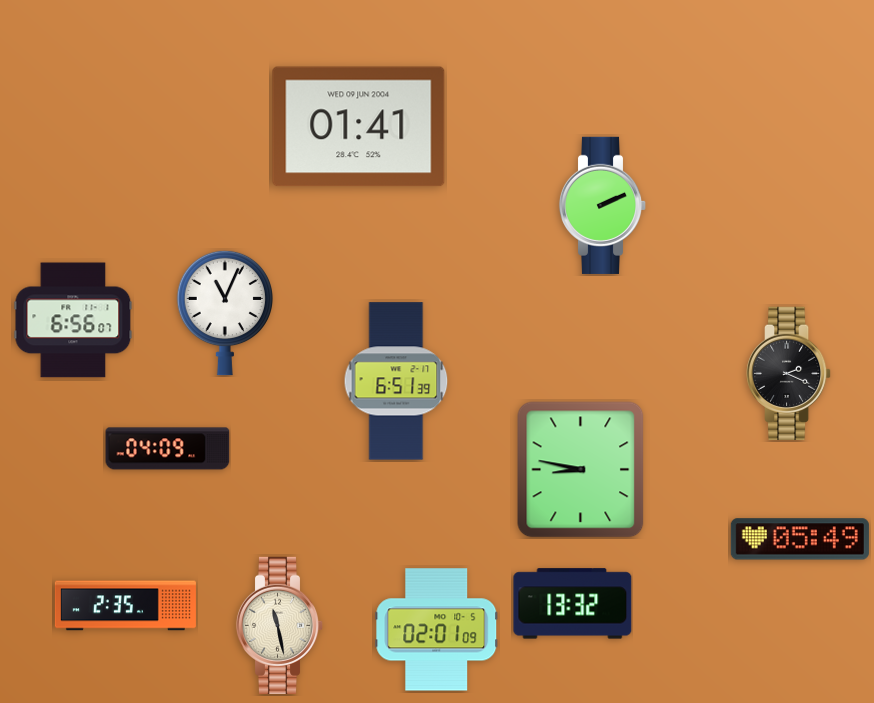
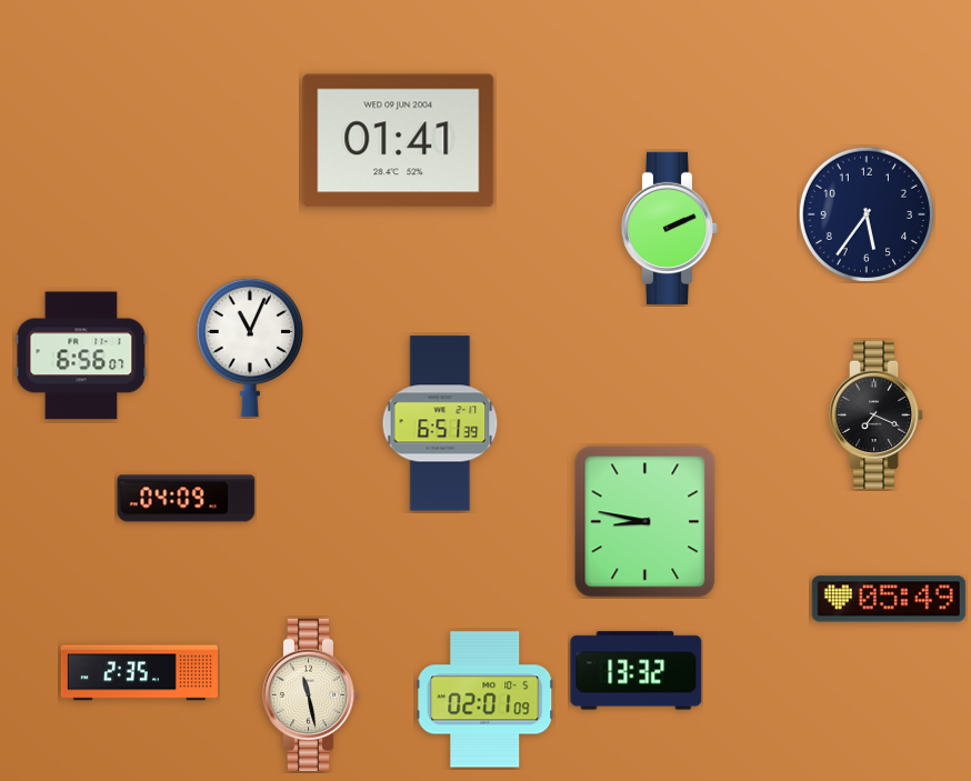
clock at (865, 213): none -> 5:36
clock at (789, 374): 2:19 -> 7:19
